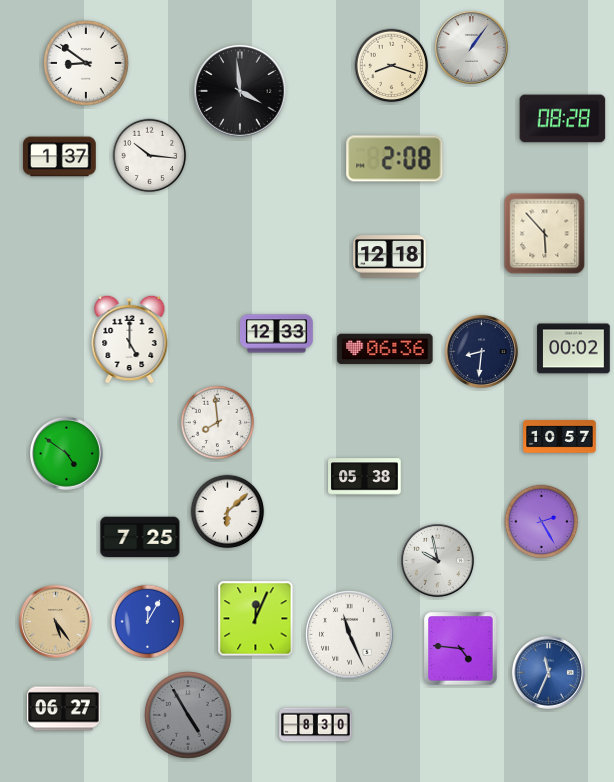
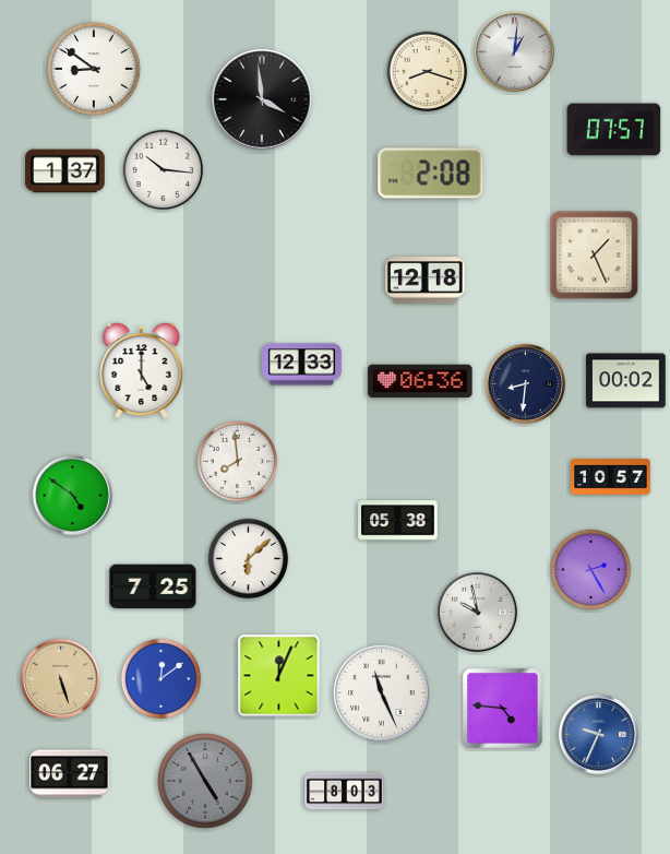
clock at (471, 47): 1:06 -> 1:01
clock at (563, 119): 08:28 -> 07:57
clock at (545, 234): 5:53 -> 1:26
clock at (55, 621): 5:24 -> 5:27
clock at (148, 622): 12:05 -> 12:09
clock at (548, 672): 11:34 -> 9:34
clock at (316, 725): 8:30 -> 8:03
